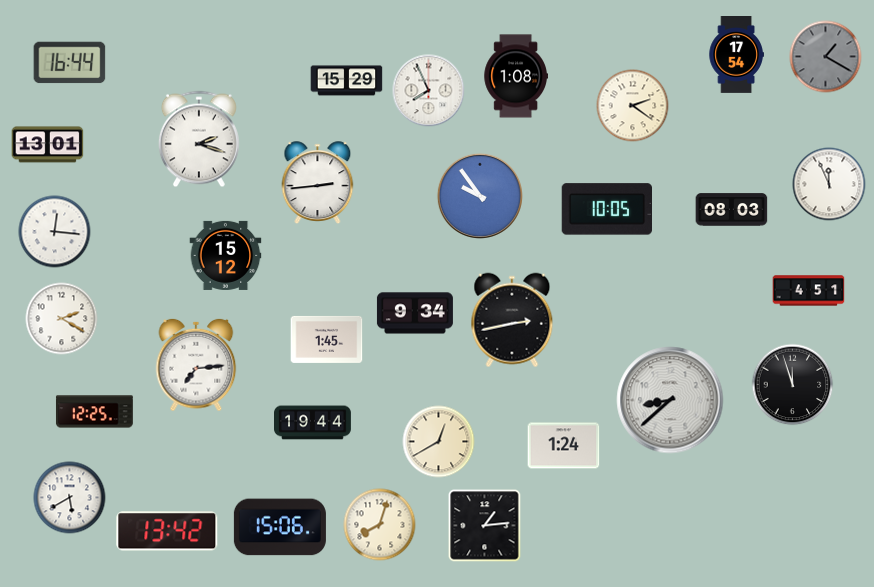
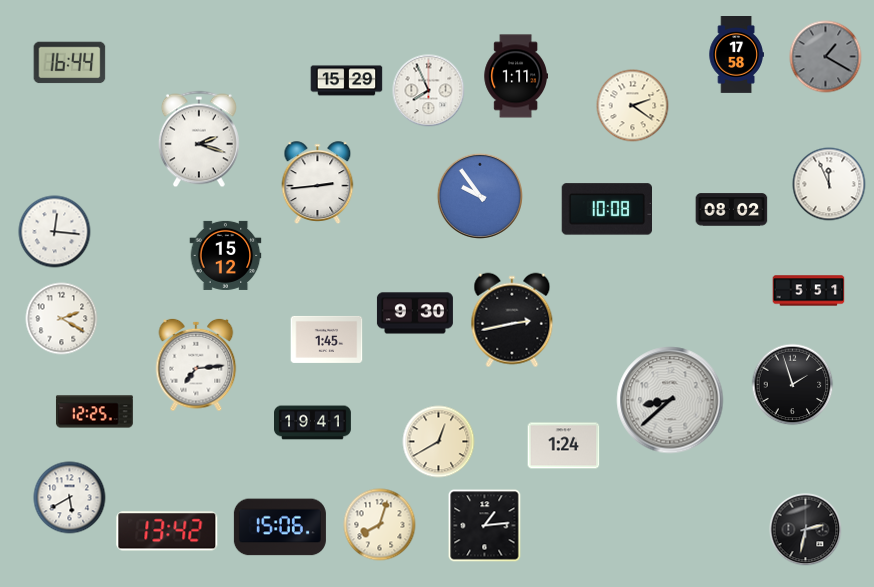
clock at (736, 55): 17:54 -> 17:58
clock at (515, 76): 1:08 -> 1:11
clock at (48, 145): 13:01 -> none
clock at (606, 209): 10:05 -> 10:08
clock at (732, 210): 08:03 -> 08:02
clock at (809, 291): 4:51 -> 5:51
clock at (415, 313): 9:34 -> 9:30
clock at (793, 385): 11:57 -> 1:57
clock at (313, 423): 19:44 -> 19:41
clock at (806, 530): none -> 2:32
